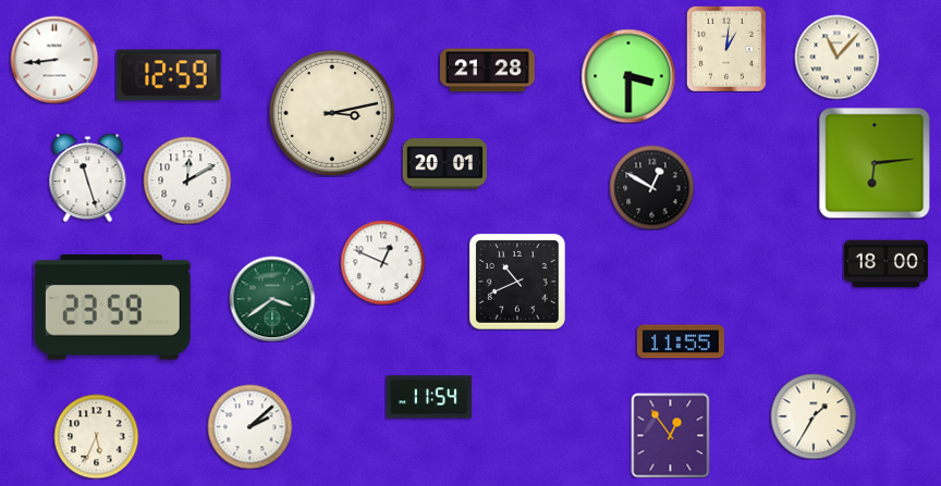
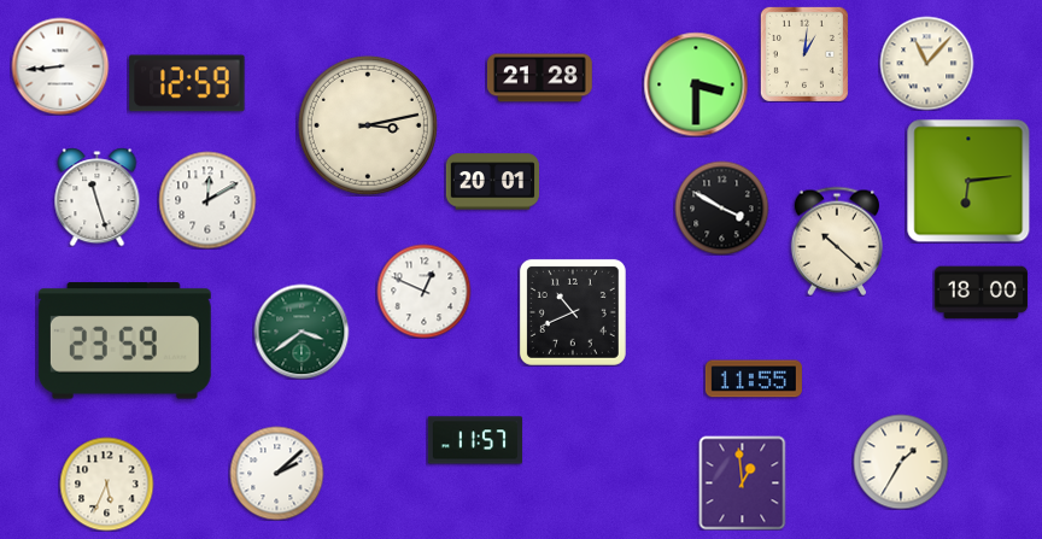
clock at (651, 187): 12:50 -> 3:50
clock at (836, 241): none -> 10:22
clock at (428, 397): 11:54 -> 11:57
clock at (671, 435): 12:54 -> 12:59
